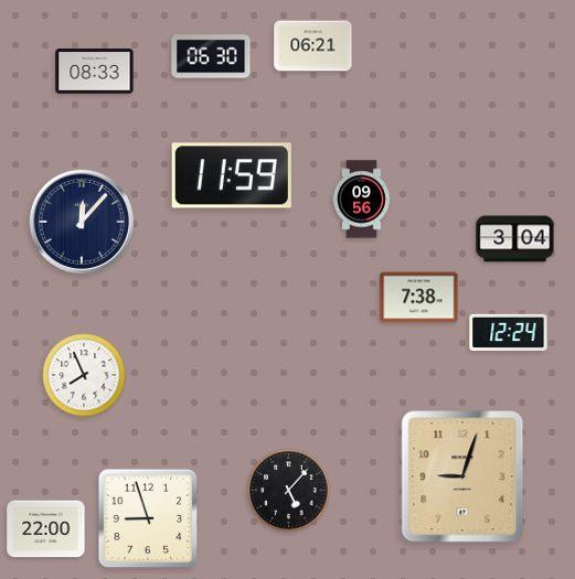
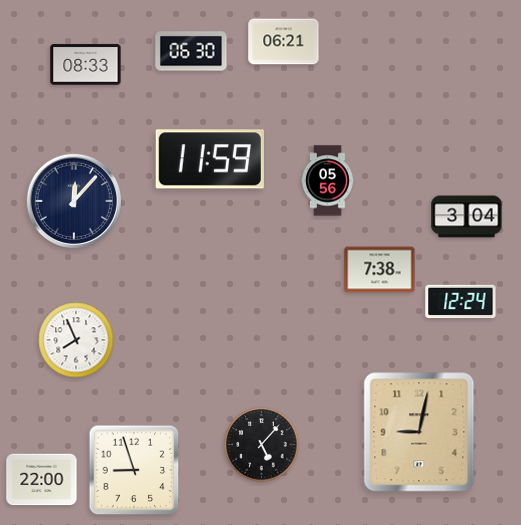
clock at (362, 200): 09:56 -> 05:56
clock at (462, 476): 9:03 -> 9:02
